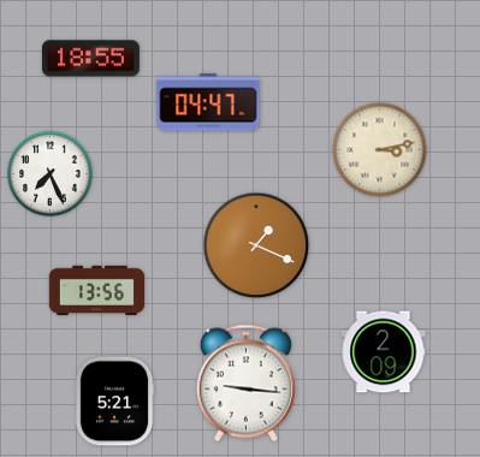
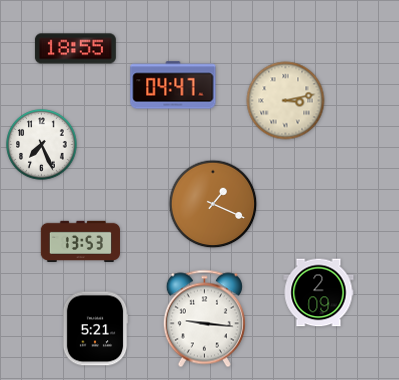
clock at (380, 150) position: (380, 150) -> (286, 101)
clock at (96, 290): 13:56 -> 13:53
clock at (114, 402) position: (114, 402) -> (95, 329)
